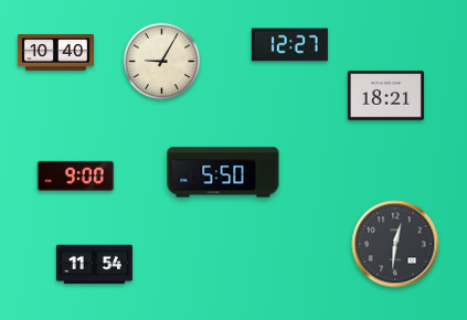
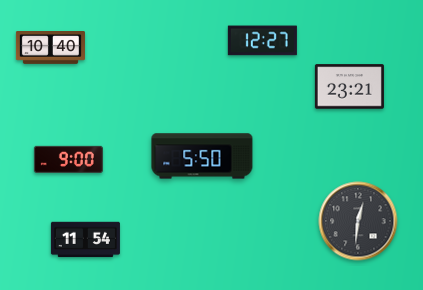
clock at (162, 62): 9:05 -> none
clock at (385, 96): 18:21 -> 23:21
